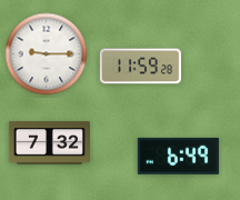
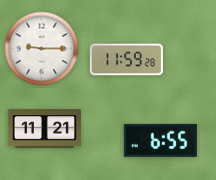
clock at (49, 143): 7:32 -> 11:21
clock at (178, 156): 6:49 -> 6:55
